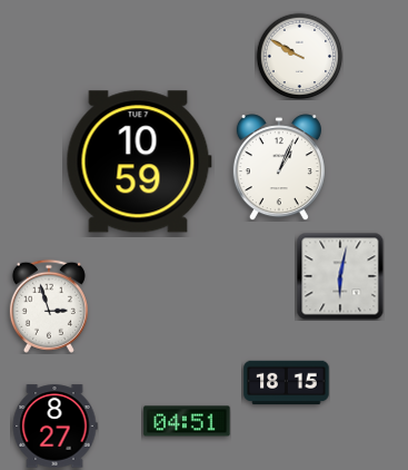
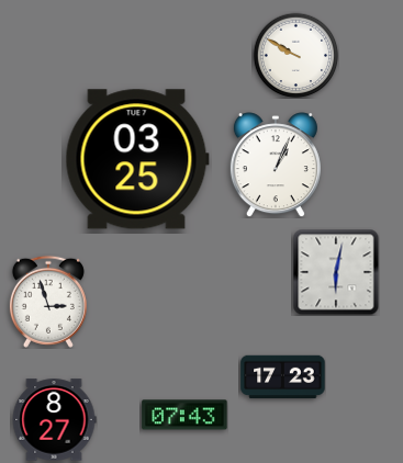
clock at (139, 161): 10:59 -> 03:25
clock at (287, 383): 18:15 -> 17:23
clock at (187, 421): 04:51 -> 07:43
